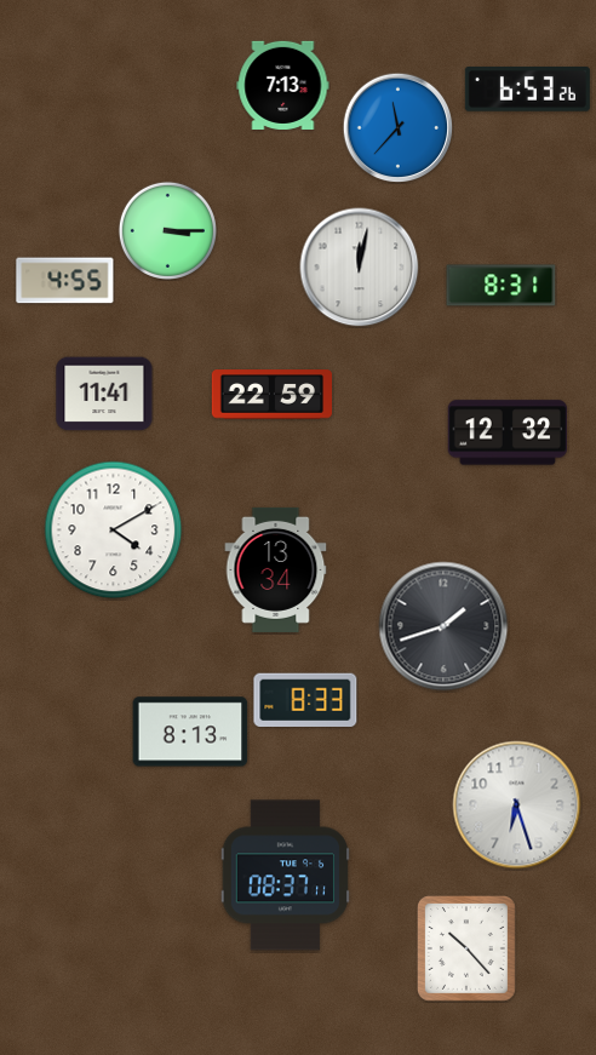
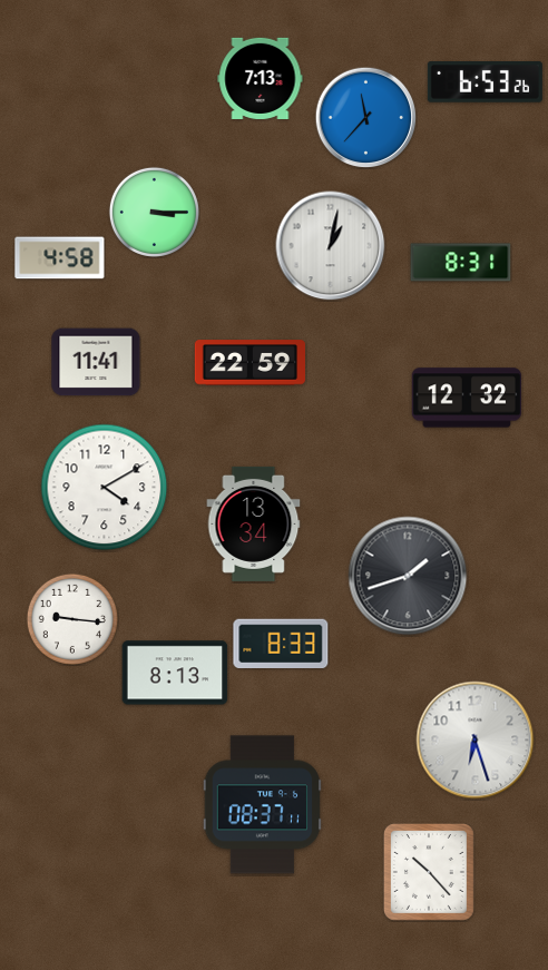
clock at (360, 268): 12:02 -> 1:02
clock at (65, 281): 4:55 -> 4:58
clock at (72, 619): none -> 9:16
